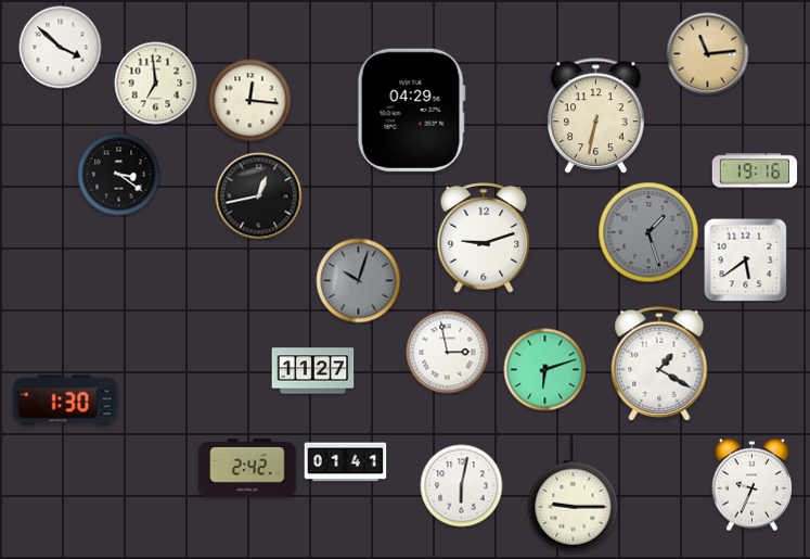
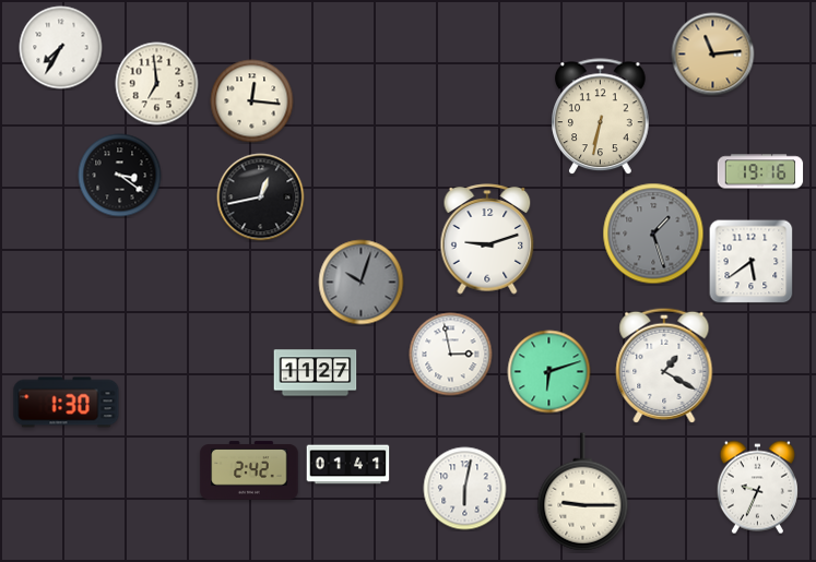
clock at (61, 48): 3:52 -> 7:35
clock at (411, 110): 04:29 -> none
clock at (574, 494) position: (574, 494) -> (583, 492)
